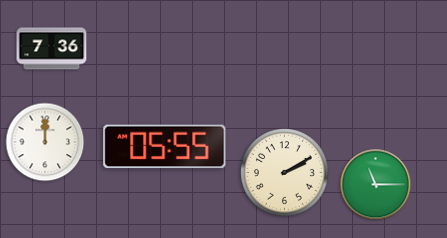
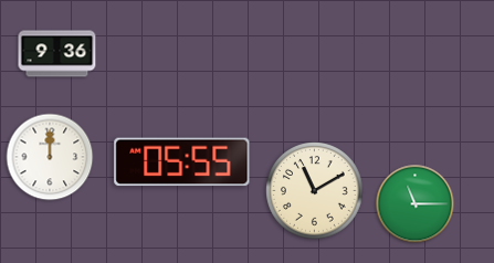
clock at (52, 49): 7:36 -> 9:36
clock at (285, 173): 2:10 -> 11:10
